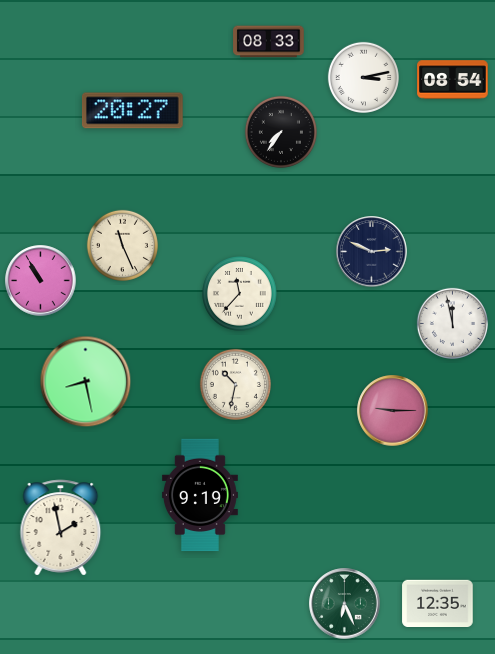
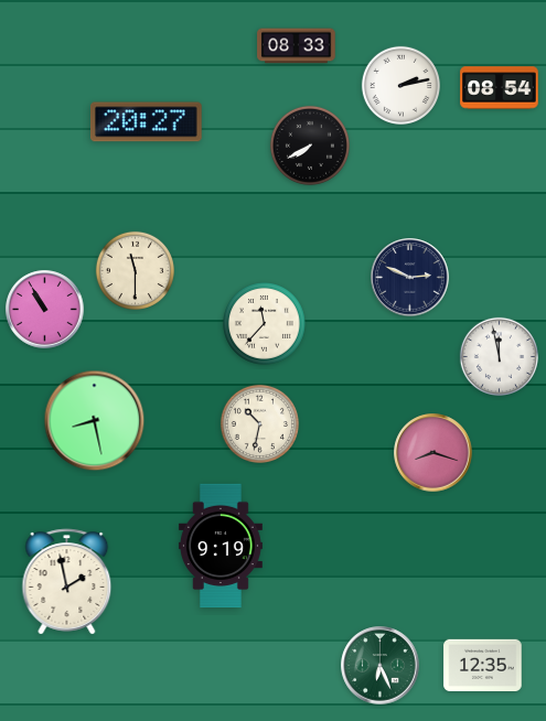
clock at (363, 77): 3:13 -> 2:13
clock at (281, 132): 7:36 -> 7:40
clock at (122, 245): 11:26 -> 11:30
clock at (393, 411): 9:15 -> 8:18
